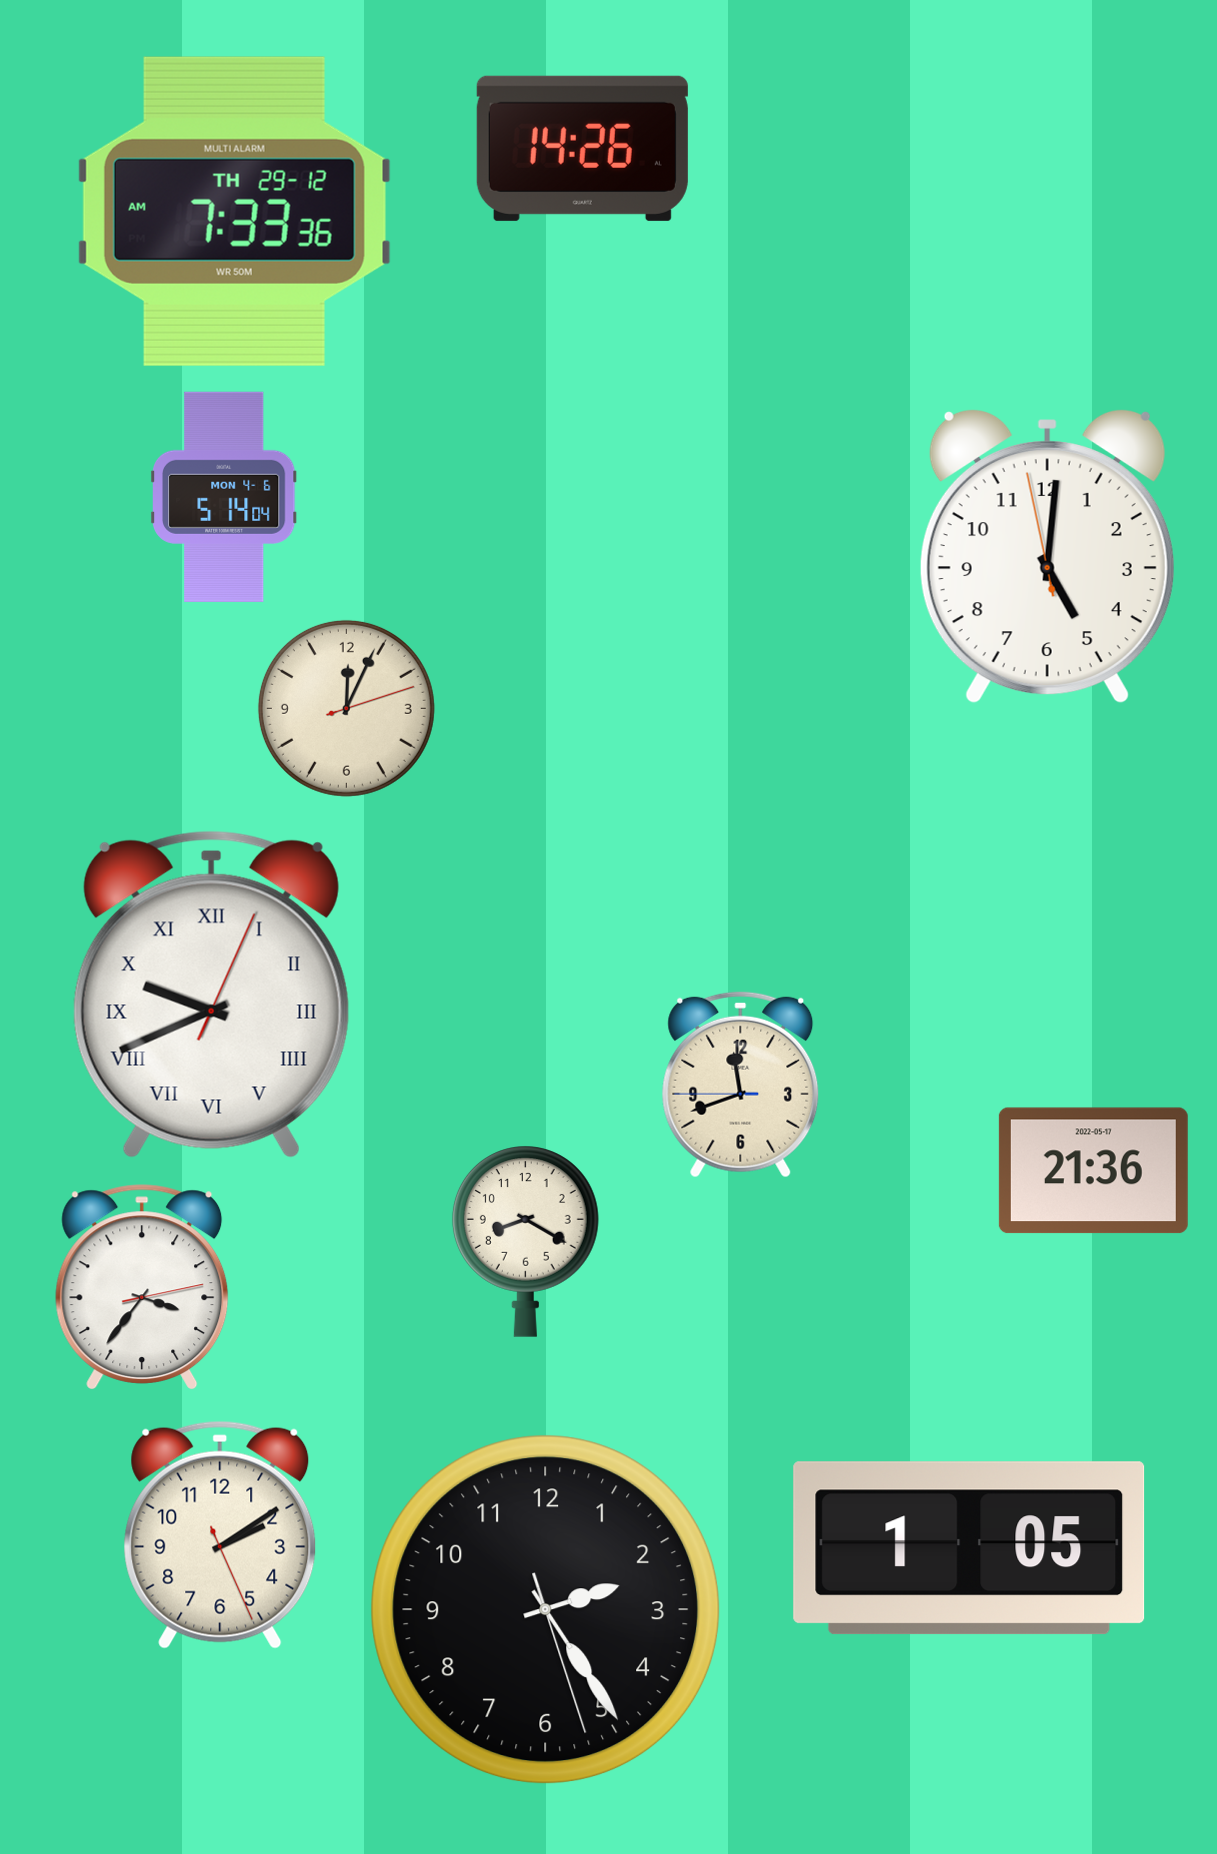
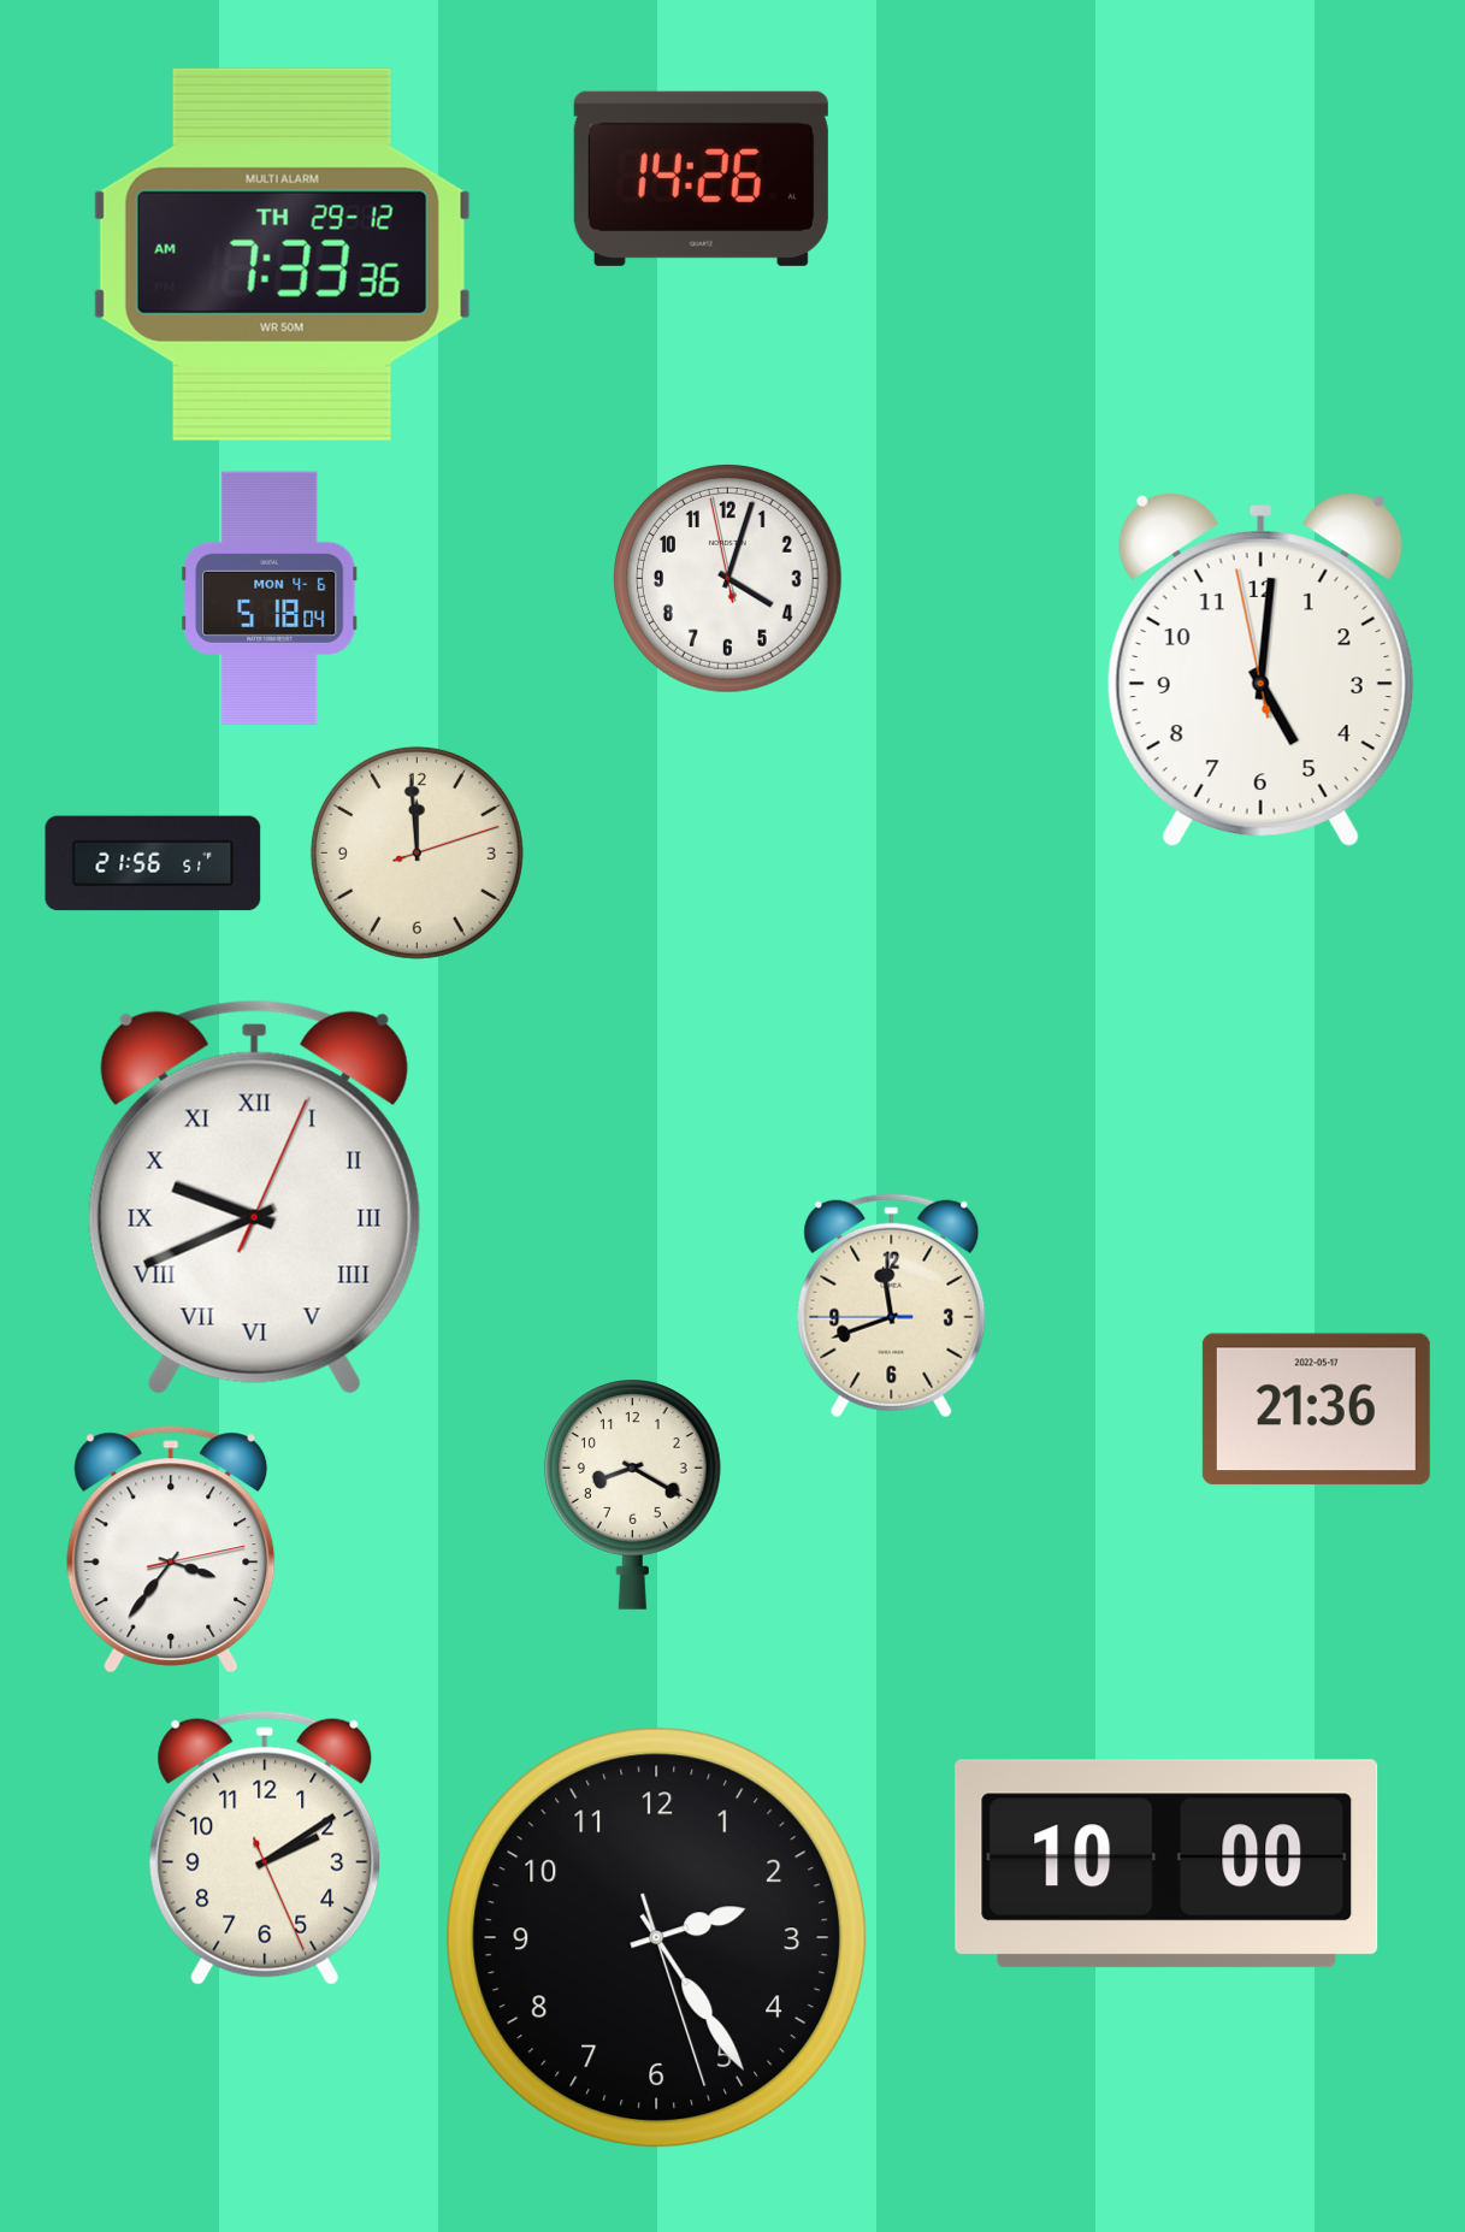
clock at (727, 578): none -> 4:02
clock at (224, 497): 5:14 -> 5:18
clock at (346, 708): 12:04 -> 11:59
clock at (153, 863): none -> 21:56
clock at (969, 1548): 1:05 -> 10:00
